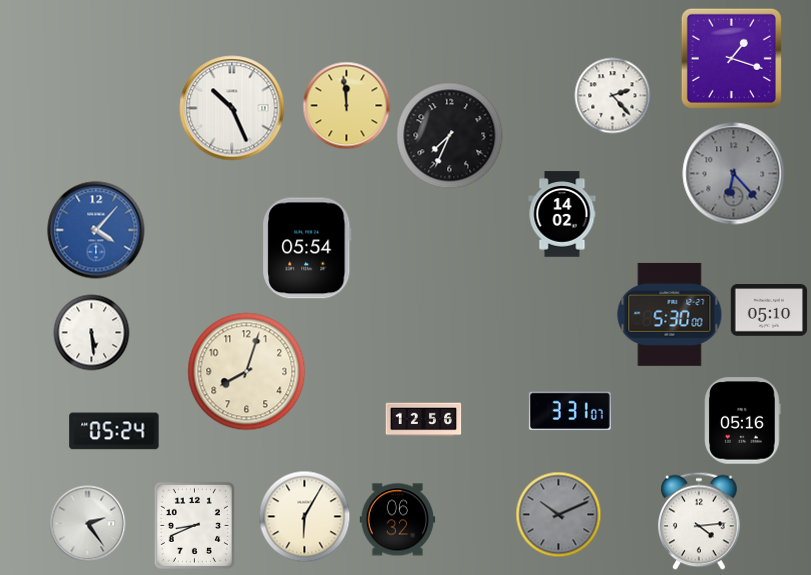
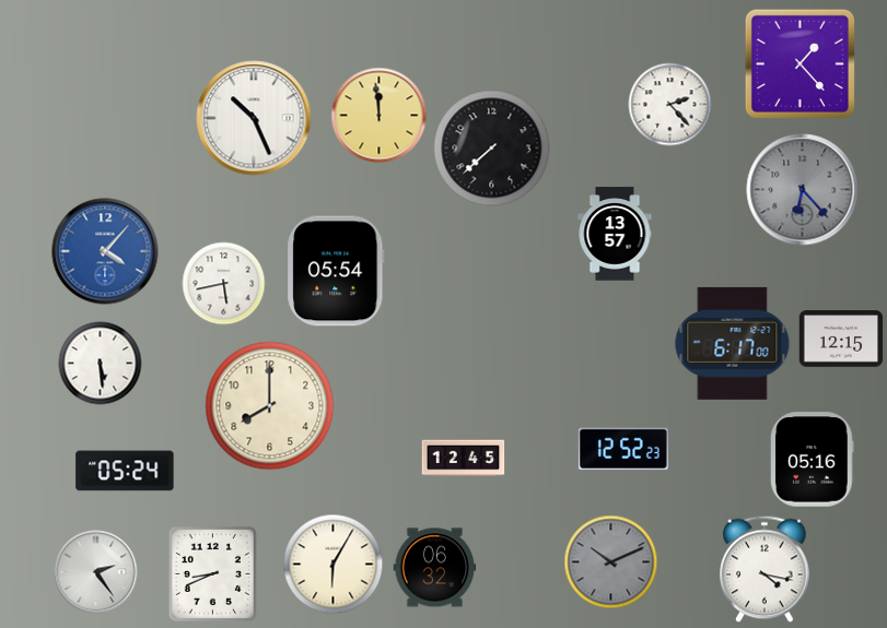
clock at (731, 58): 1:18 -> 1:23
clock at (450, 136): 7:34 -> 7:38
clock at (562, 214): 14:02 -> 13:57
clock at (224, 284): none -> 5:43
clock at (769, 310): 05:10 -> 12:15
clock at (670, 314): 5:30 -> 6:17
clock at (247, 372): 8:03 -> 8:00
clock at (570, 411): 3:31 -> 12:52
clock at (424, 420): 12:56 -> 12:45
clock at (699, 521): 4:14 -> 4:17
